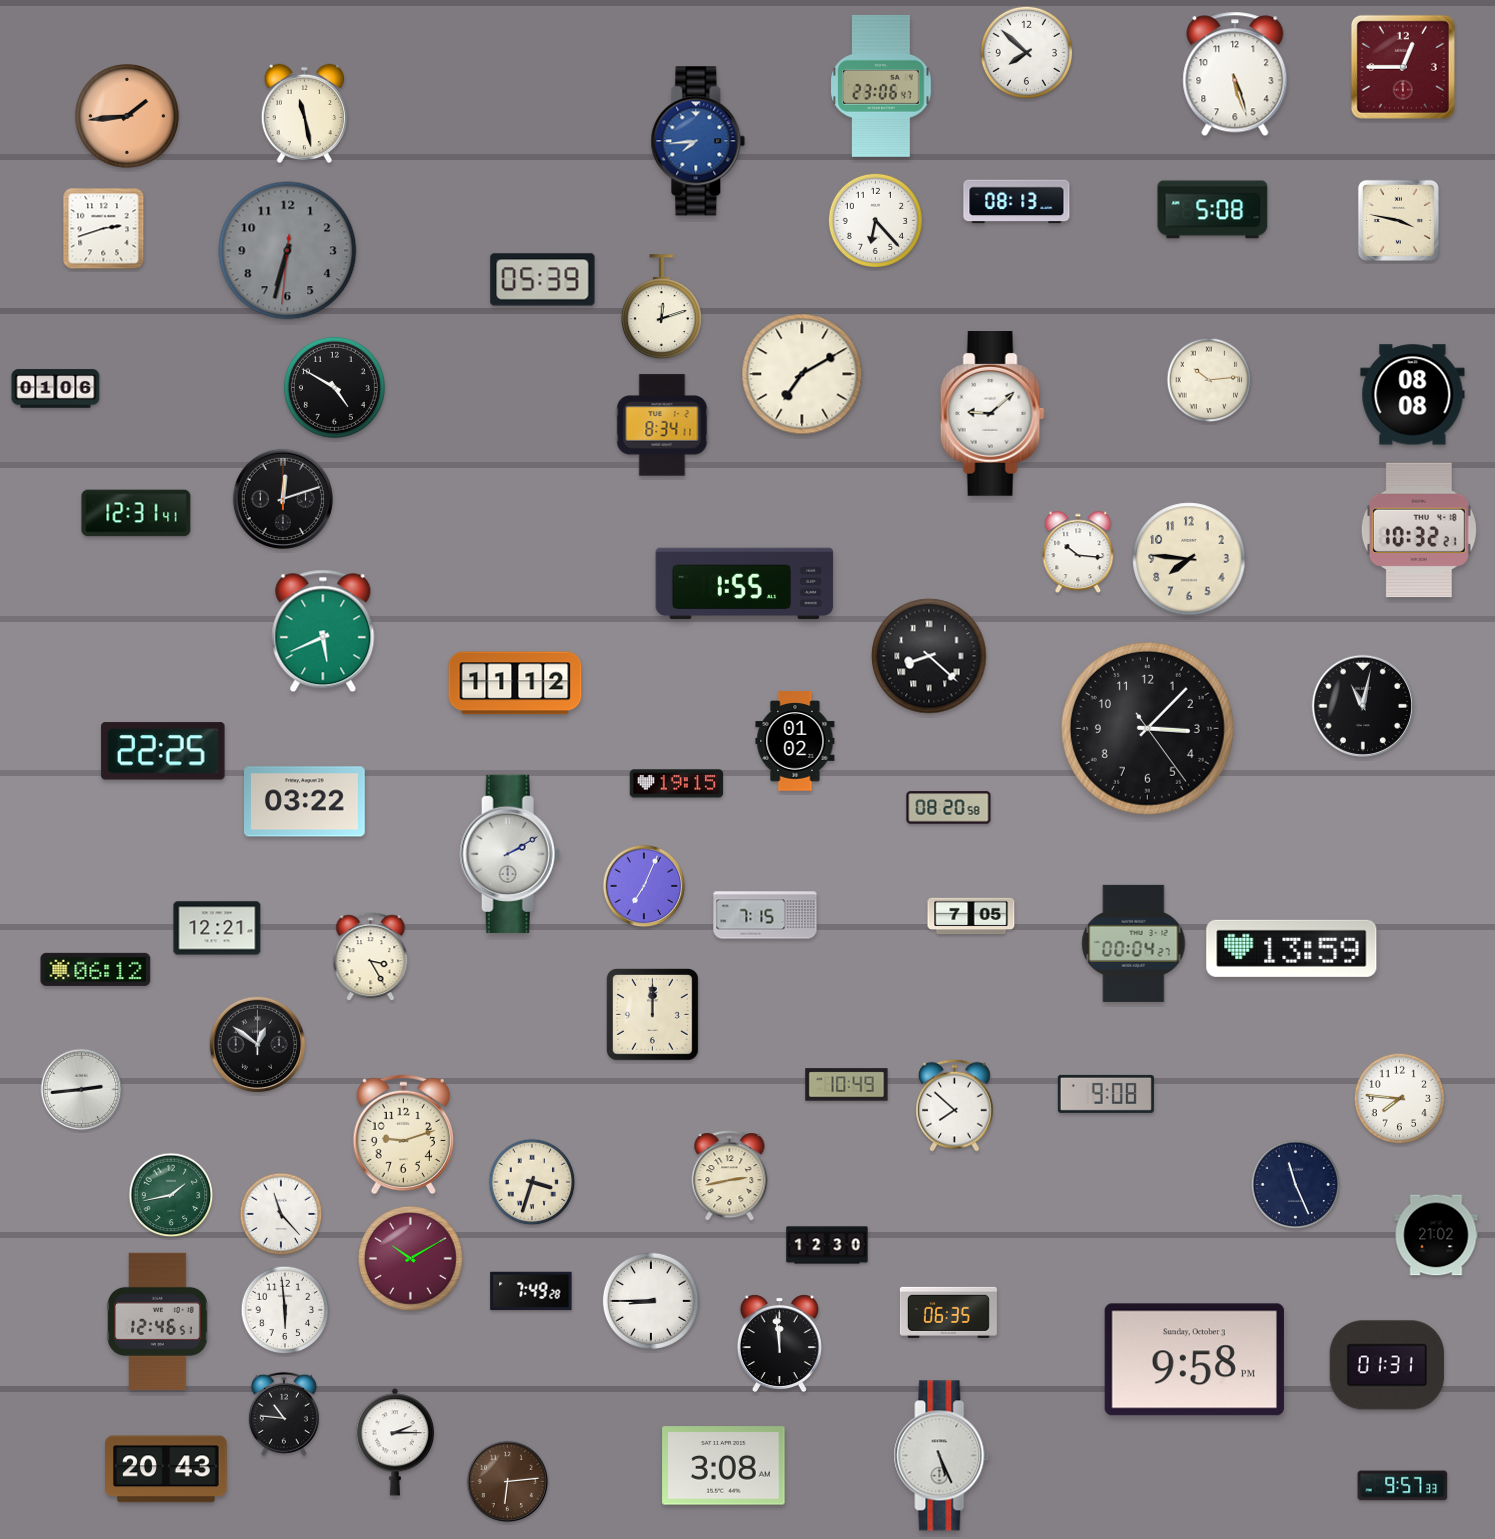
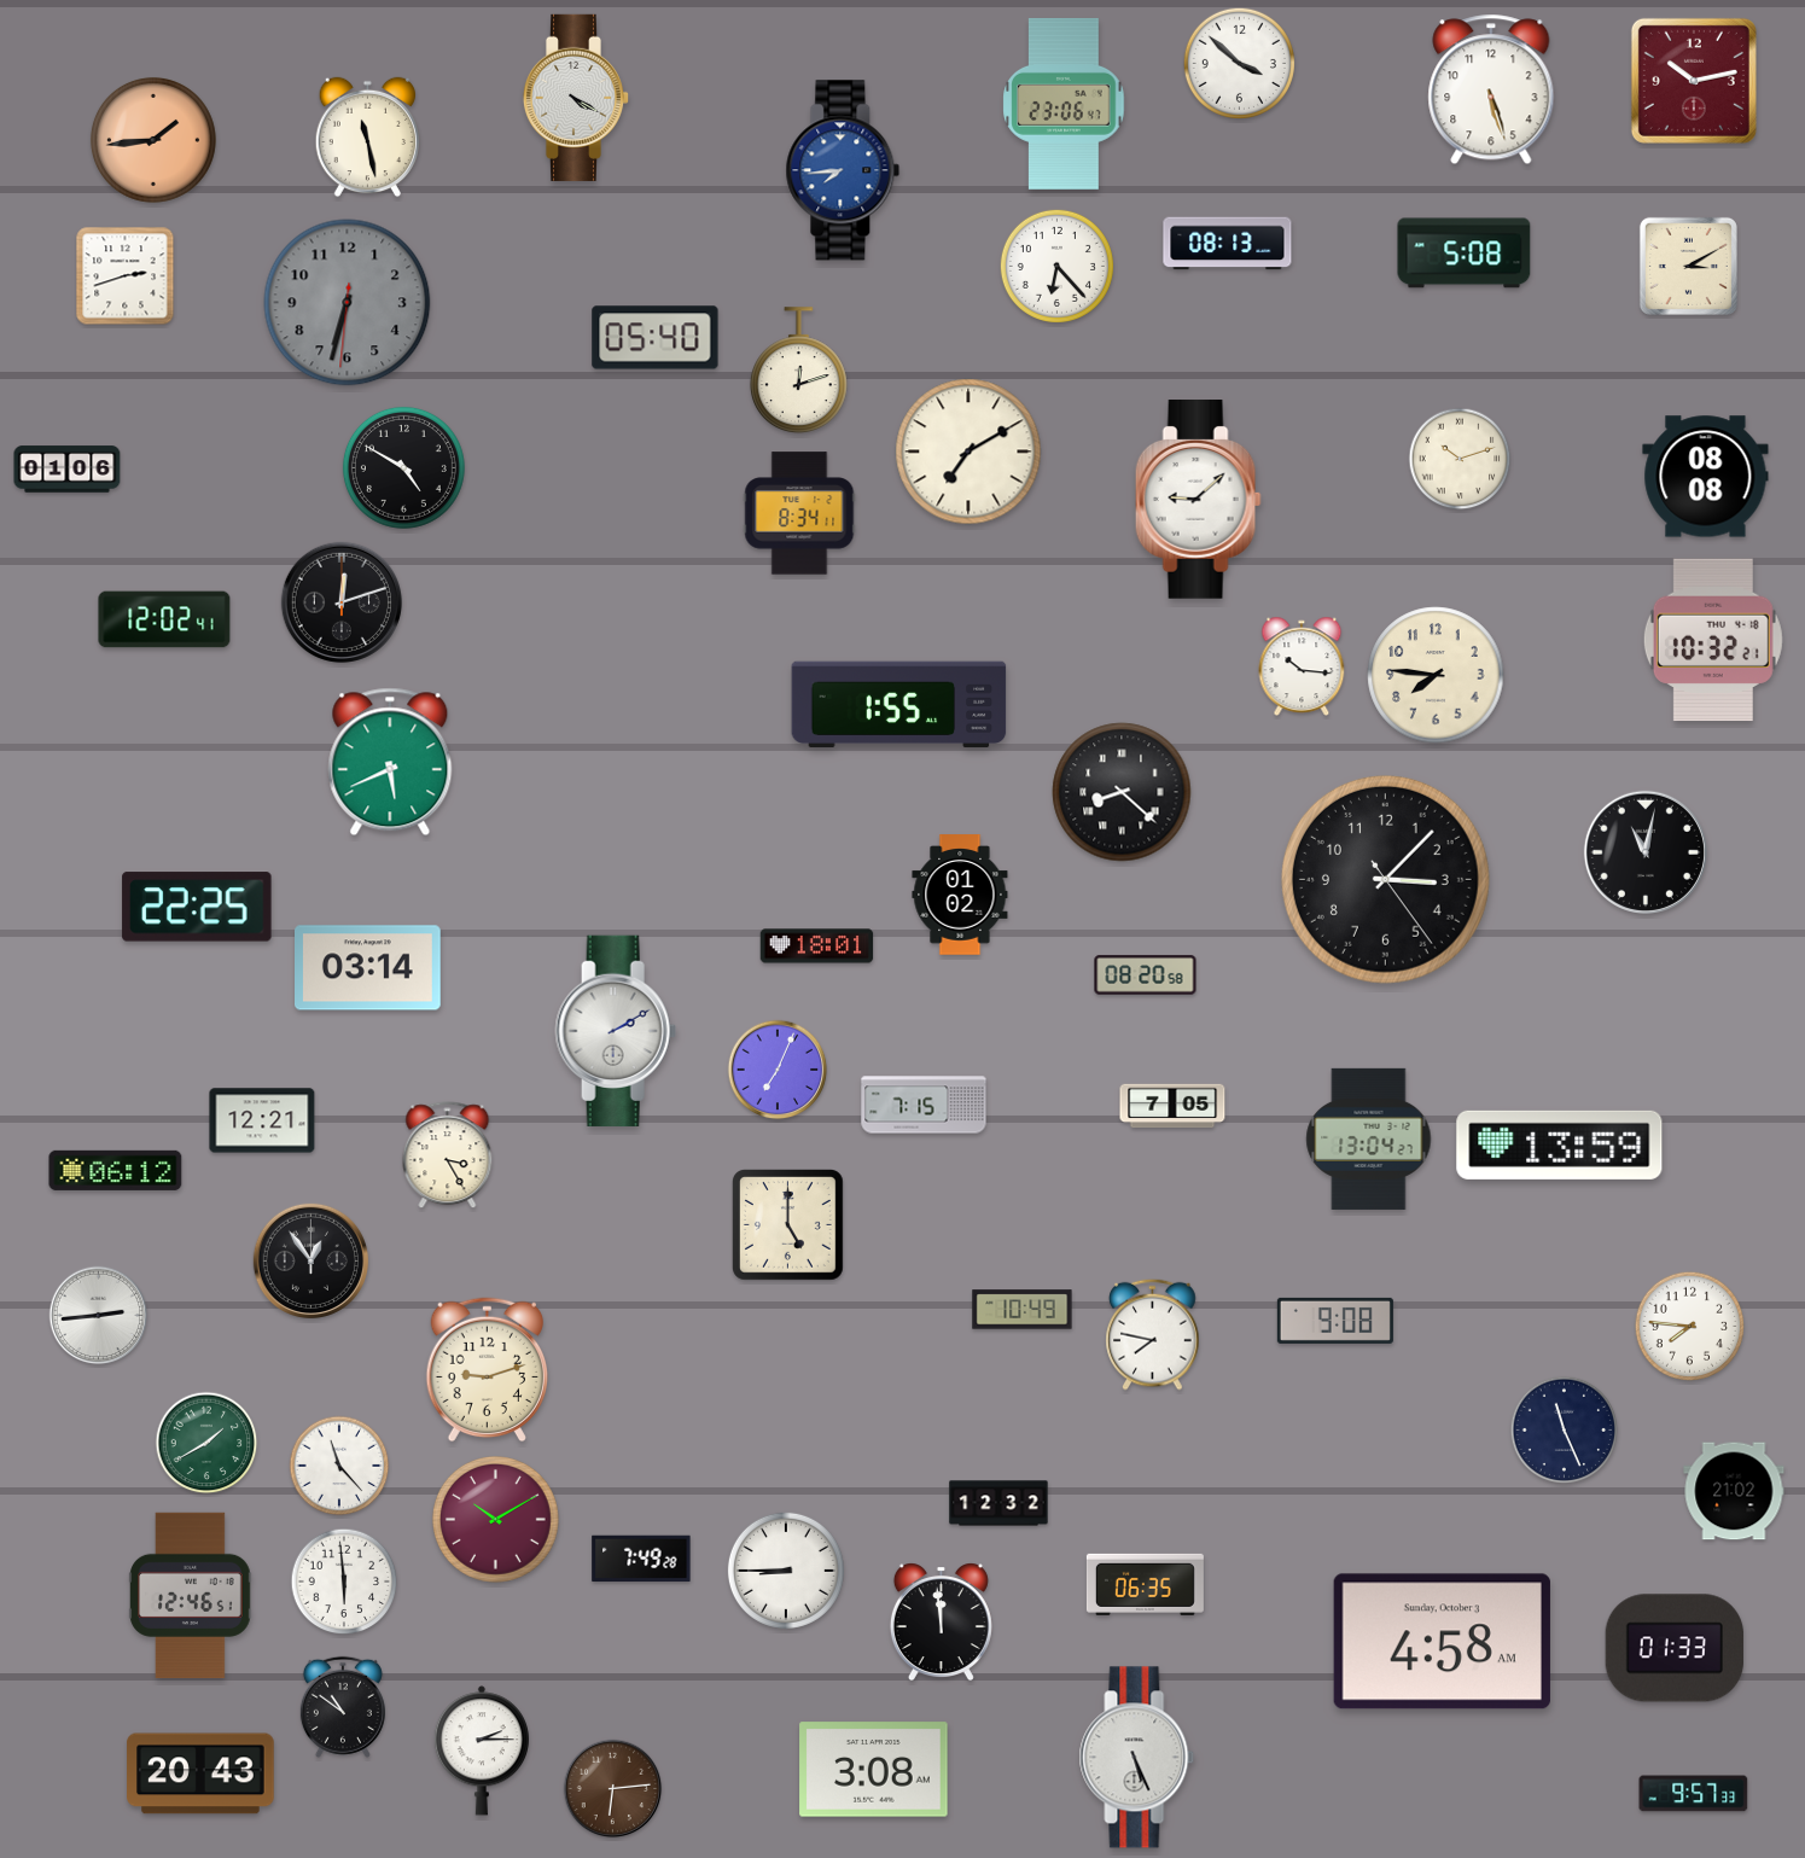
clock at (1026, 52): 7:52 -> 3:52
clock at (1403, 67): 12:45 -> 10:13
clock at (576, 98): none -> 4:20
clock at (1398, 220): 3:47 -> 3:10
clock at (543, 280): 05:39 -> 05:40
clock at (1209, 380): 10:14 -> 10:12
clock at (136, 513): 12:31 -> 12:02
clock at (515, 683): 11:12 -> none
clock at (677, 784): 19:15 -> 18:01
clock at (305, 802): 03:22 -> 03:14
clock at (1134, 943): 00:04 -> 13:04
clock at (653, 1015): 12:00 -> 5:00
clock at (257, 1044): 12:51 -> 12:54
clock at (955, 1105): 7:52 -> 7:47
clock at (730, 1176): 2:43 -> none
clock at (532, 1182): 3:33 -> none
clock at (171, 1195): 1:43 -> 1:40
clock at (827, 1245): 12:30 -> 12:32
clock at (1194, 1360): 9:58 -> 4:58
clock at (1387, 1365): 01:31 -> 01:33
clock at (284, 1414): 10:46 -> 10:51
clock at (394, 1442) position: (394, 1442) -> (481, 1751)
